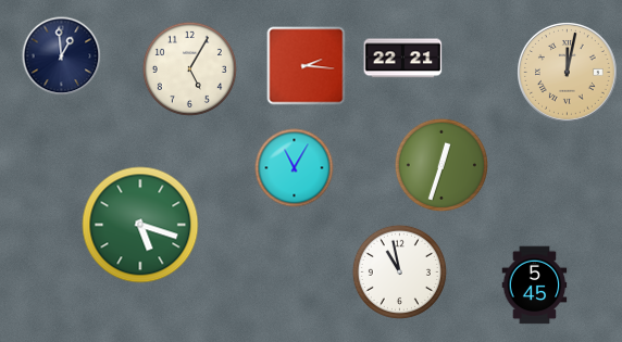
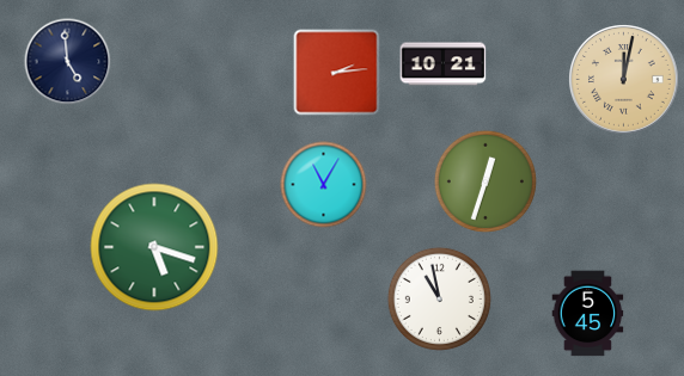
clock at (62, 56): 12:59 -> 4:59
clock at (403, 59): 22:21 -> 10:21
clock at (307, 66): 2:16 -> 2:14
clock at (189, 68): 5:05 -> none
